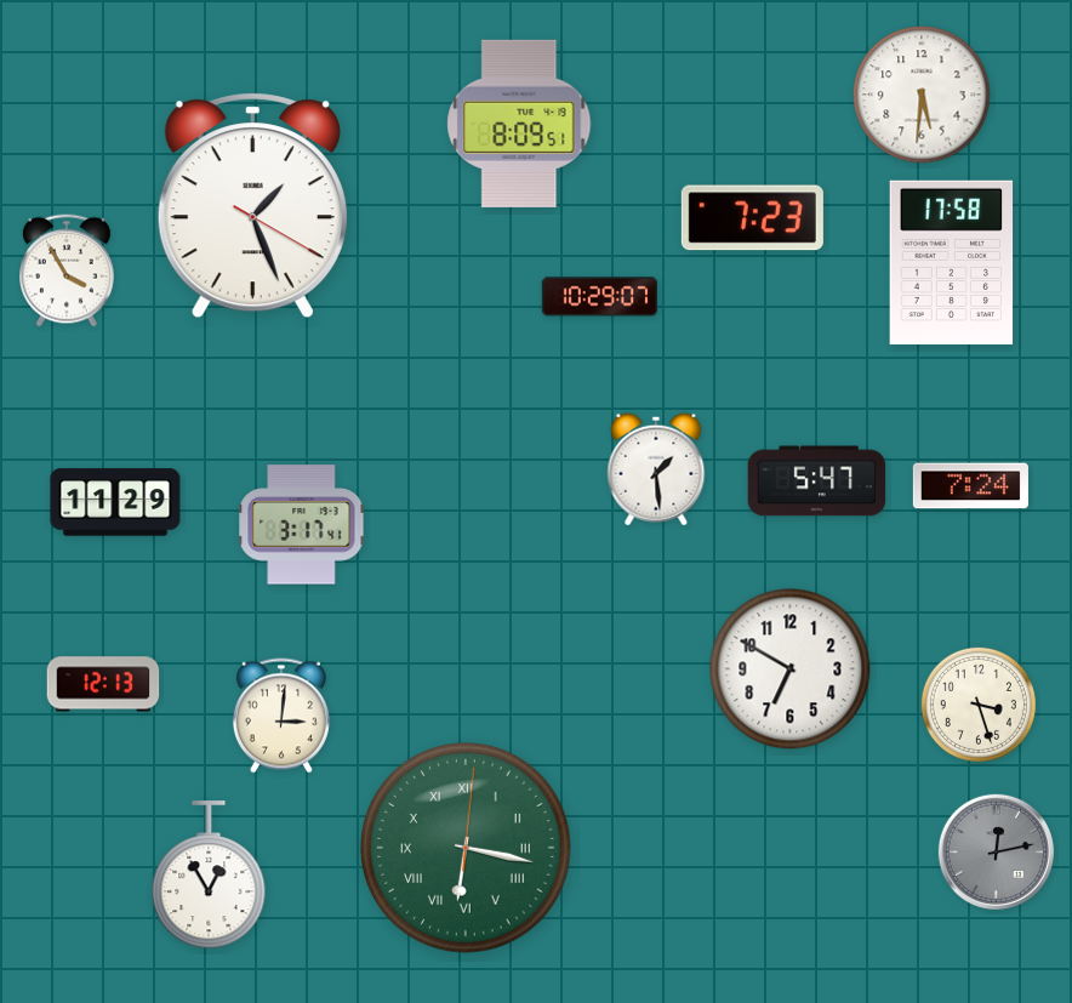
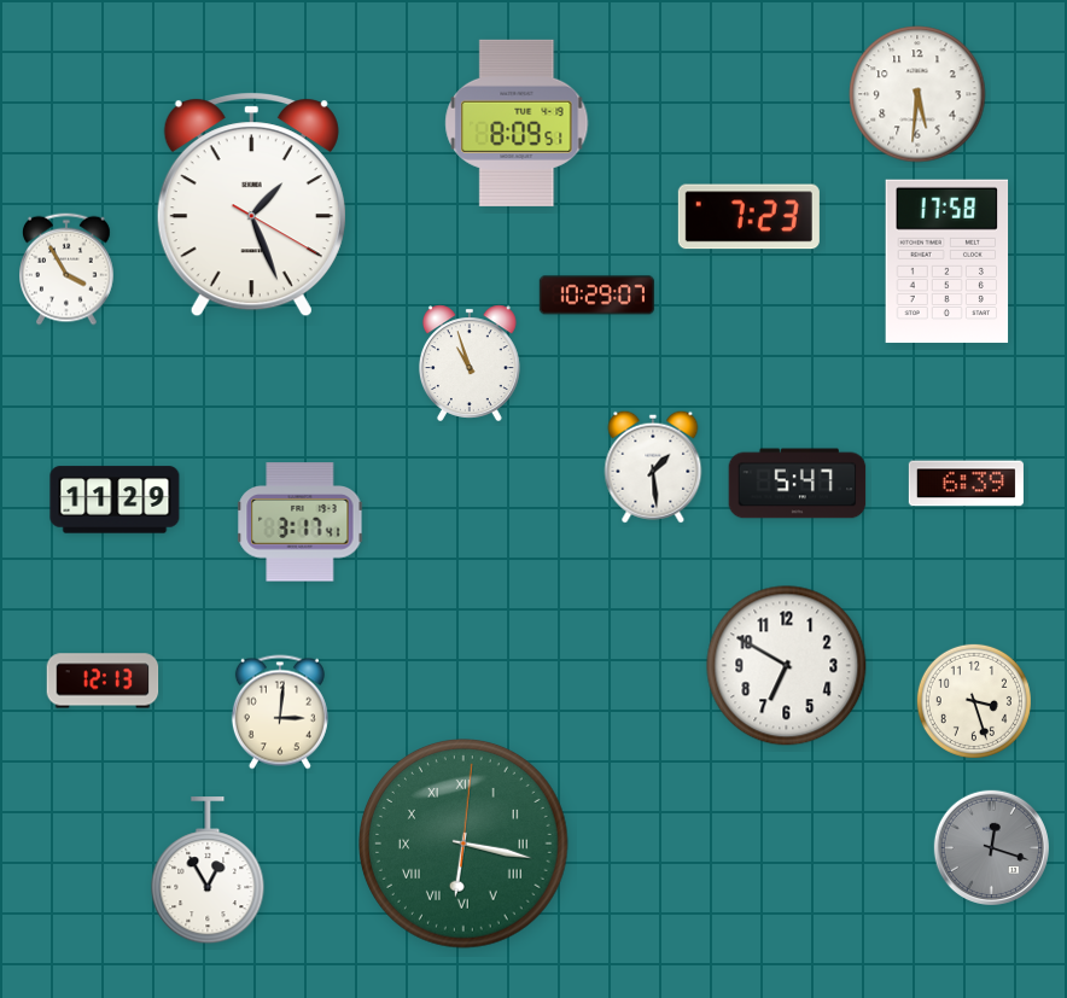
clock at (470, 363): none -> 10:57
clock at (817, 481) position: (817, 481) -> (798, 484)
clock at (970, 486): 7:24 -> 6:39
clock at (996, 851): 12:13 -> 12:18
